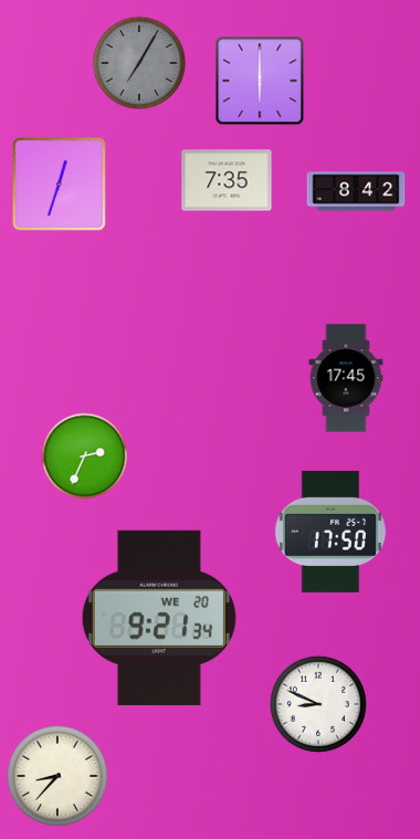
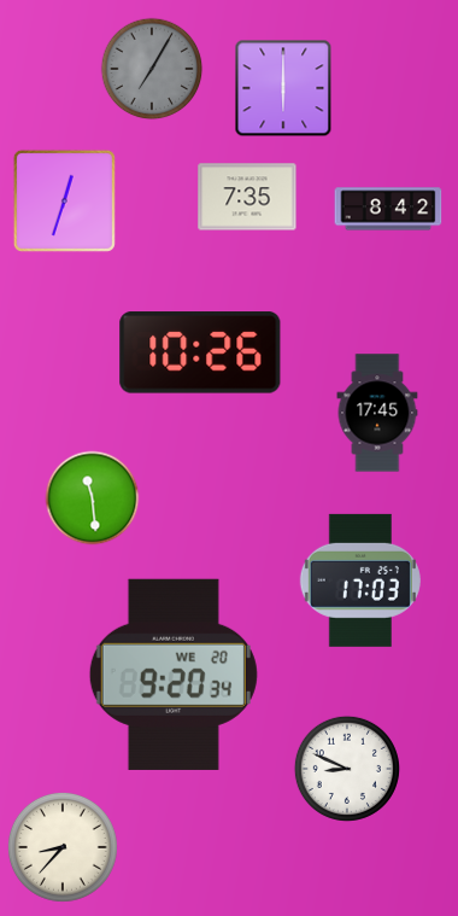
clock at (200, 352): none -> 10:26
clock at (85, 457): 2:34 -> 11:29
clock at (330, 532): 17:50 -> 17:03
clock at (159, 618): 9:21 -> 9:20
